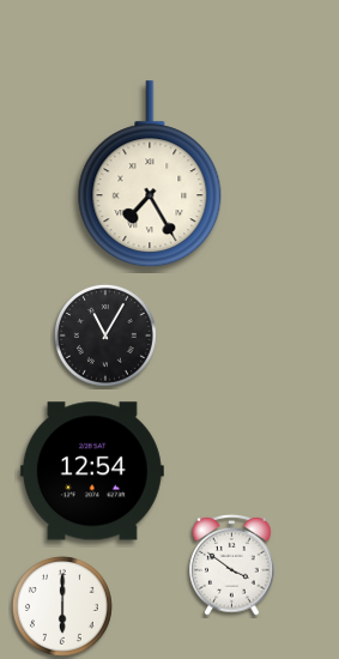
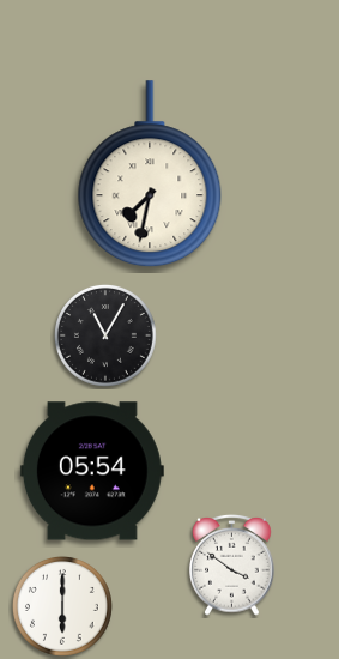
clock at (150, 175): 7:25 -> 7:32
clock at (92, 471): 12:54 -> 05:54
